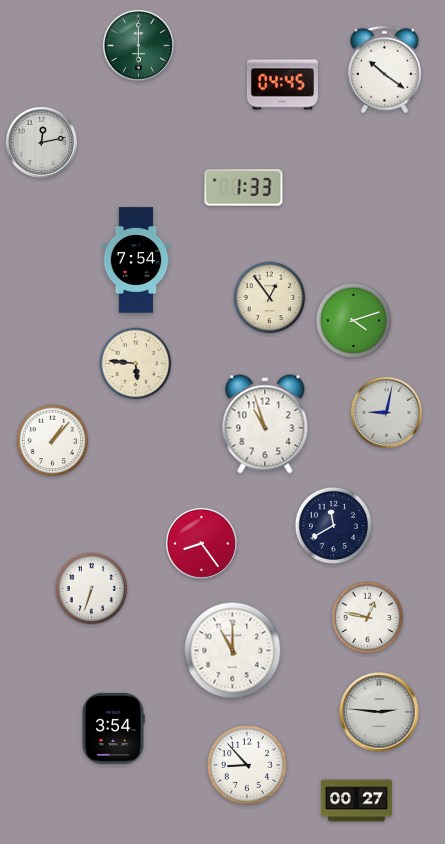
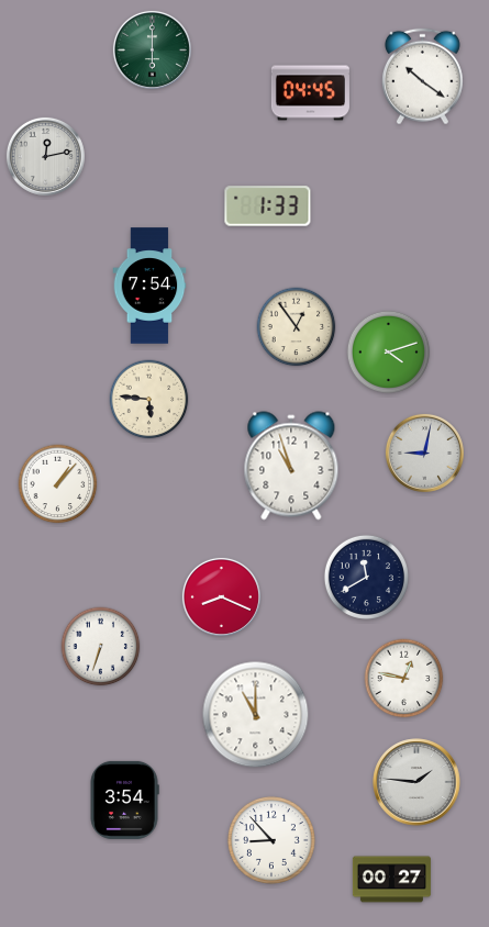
clock at (201, 543): 8:24 -> 8:19
clock at (379, 712): 2:46 -> 1:46
